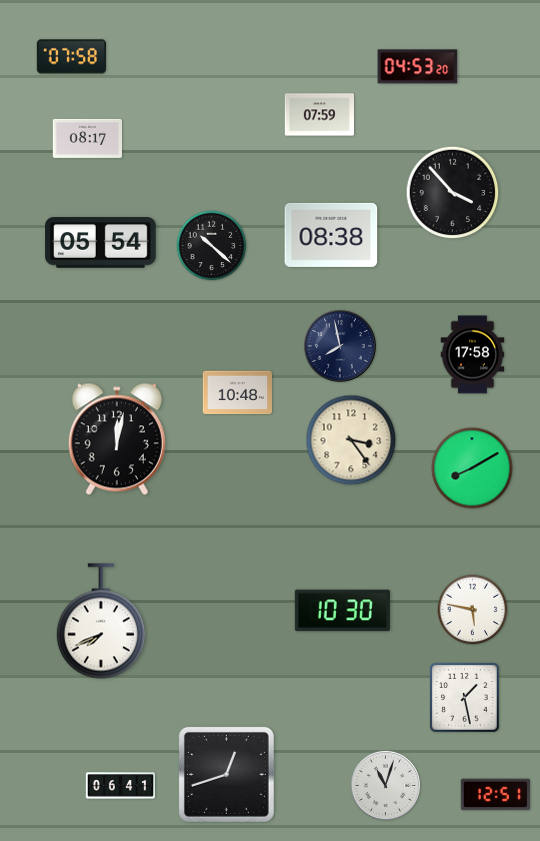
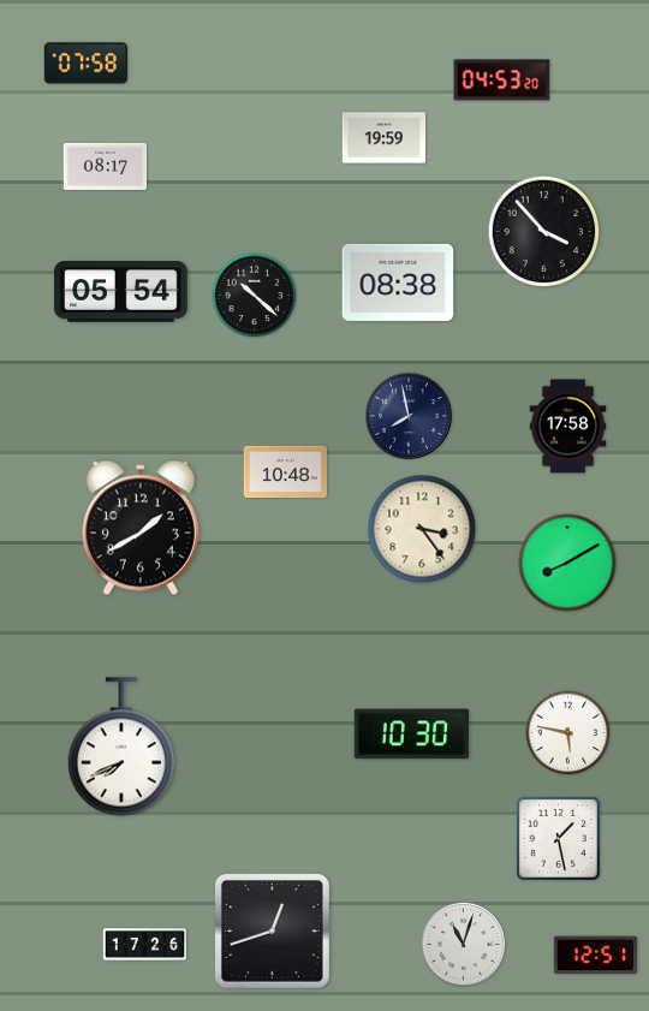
clock at (71, 57) position: (71, 57) -> (85, 64)
clock at (320, 115): 07:59 -> 19:59
clock at (117, 439): 12:02 -> 1:40
clock at (121, 786): 06:41 -> 17:26
